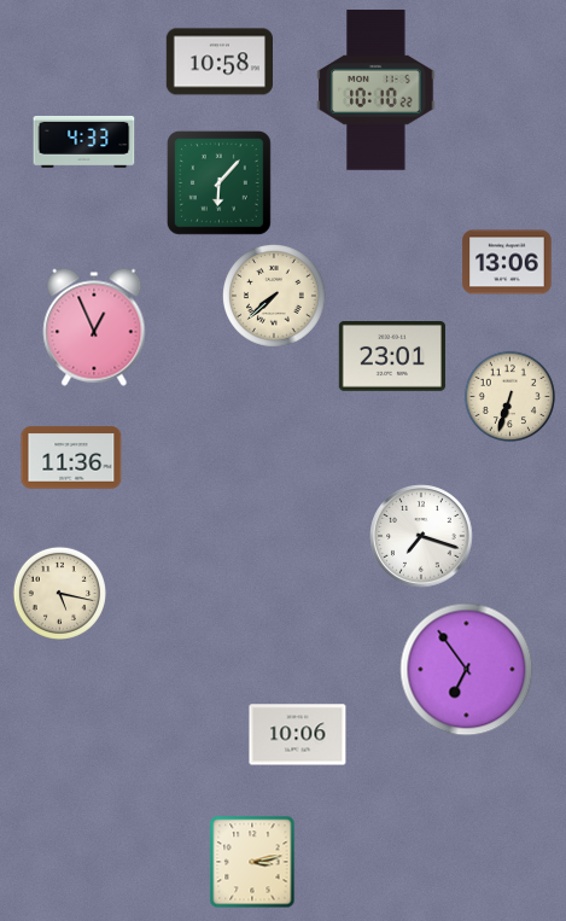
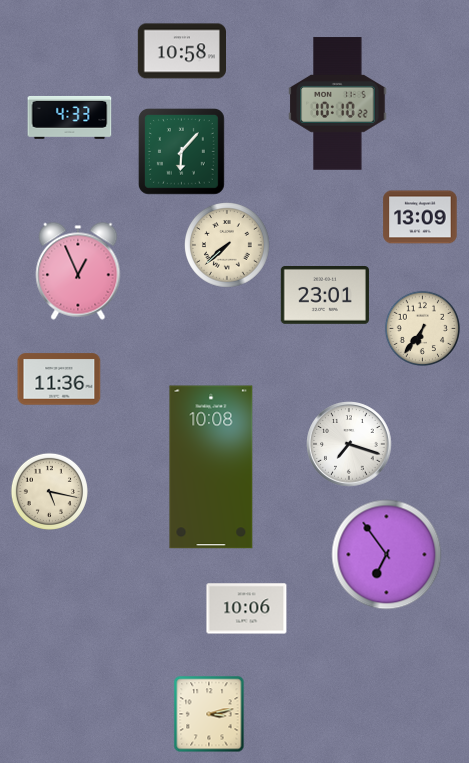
clock at (377, 91) position: (377, 91) -> (338, 104)
clock at (507, 262): 13:06 -> 13:09
clock at (509, 396): 6:33 -> 6:36
clock at (211, 467): none -> 10:08
